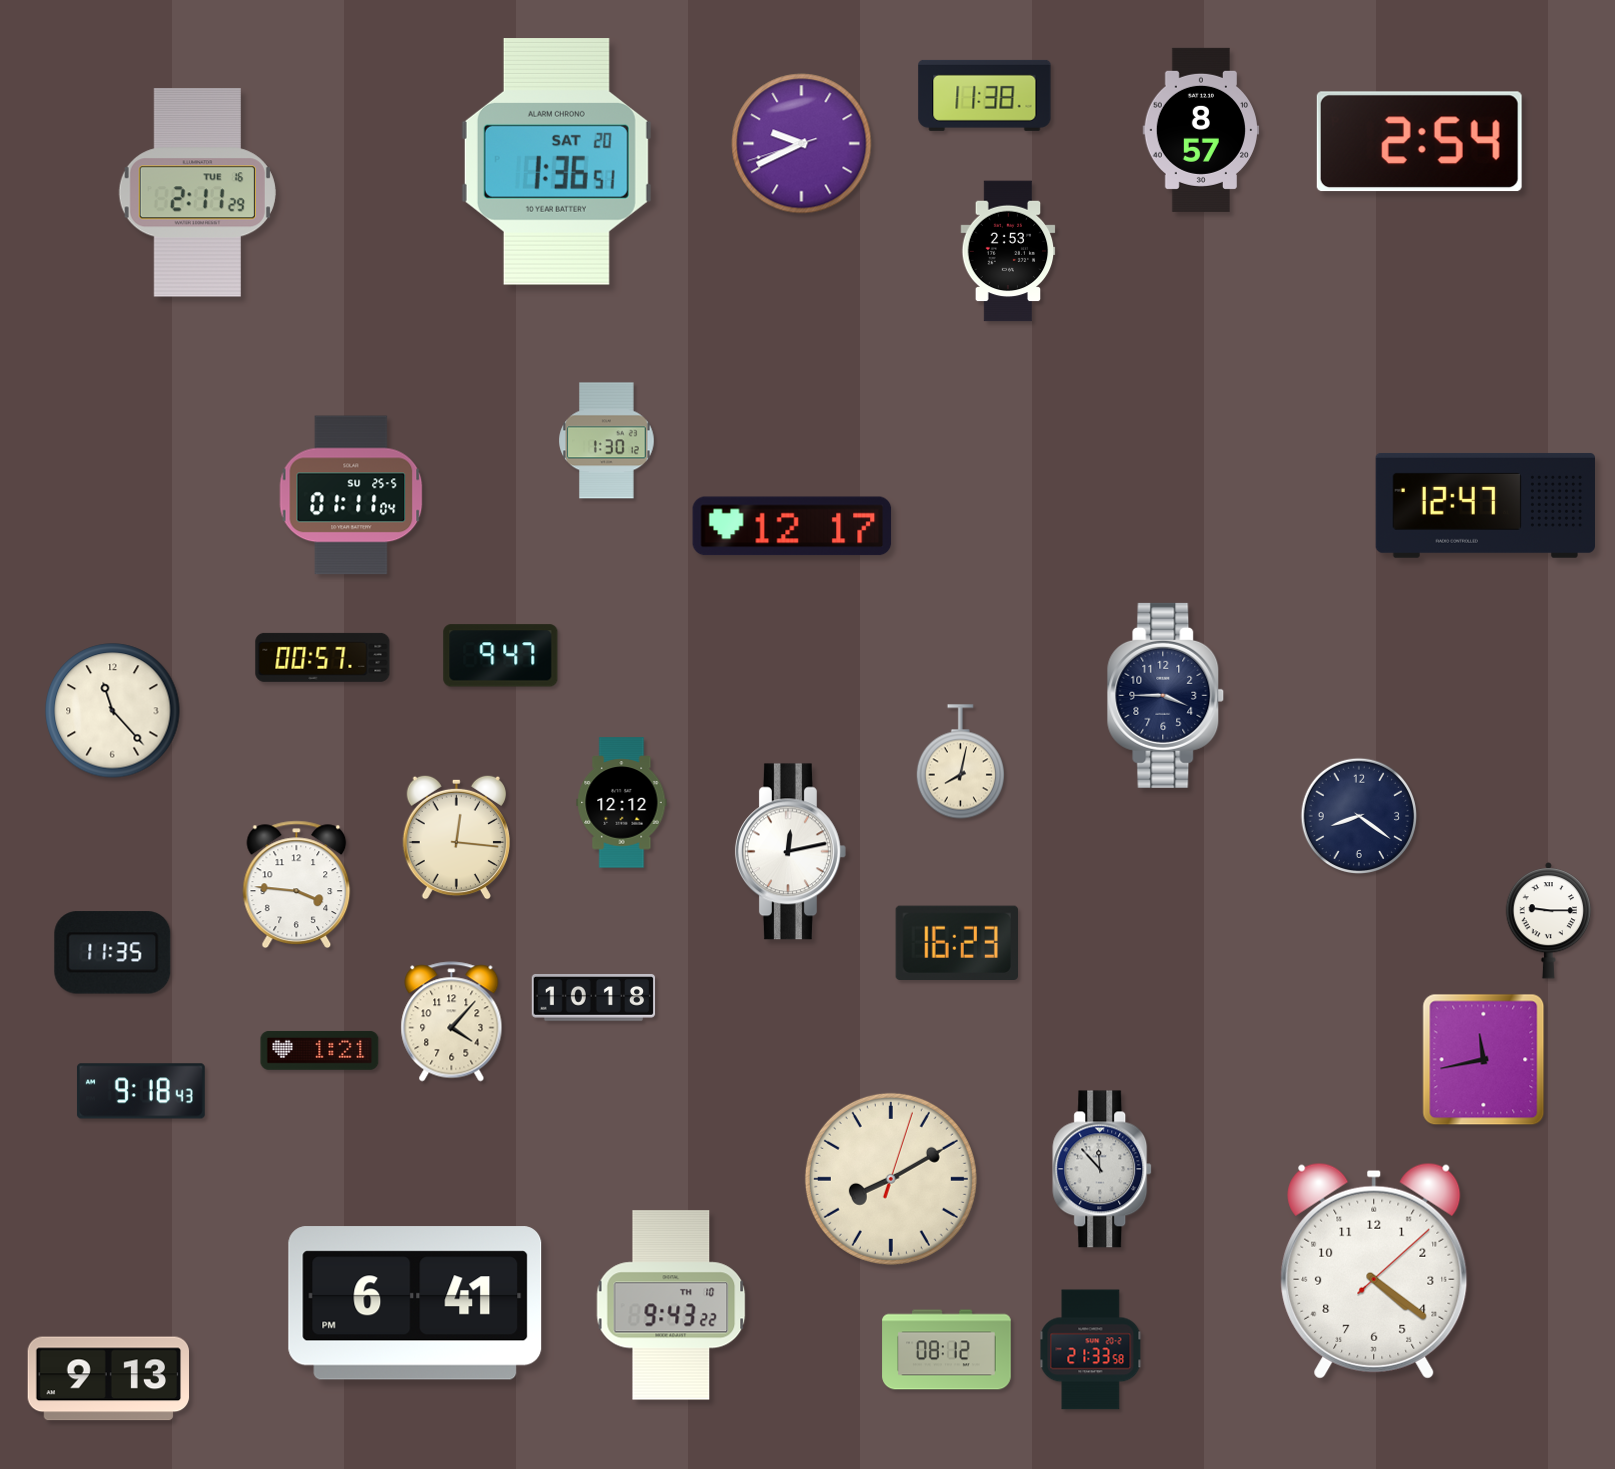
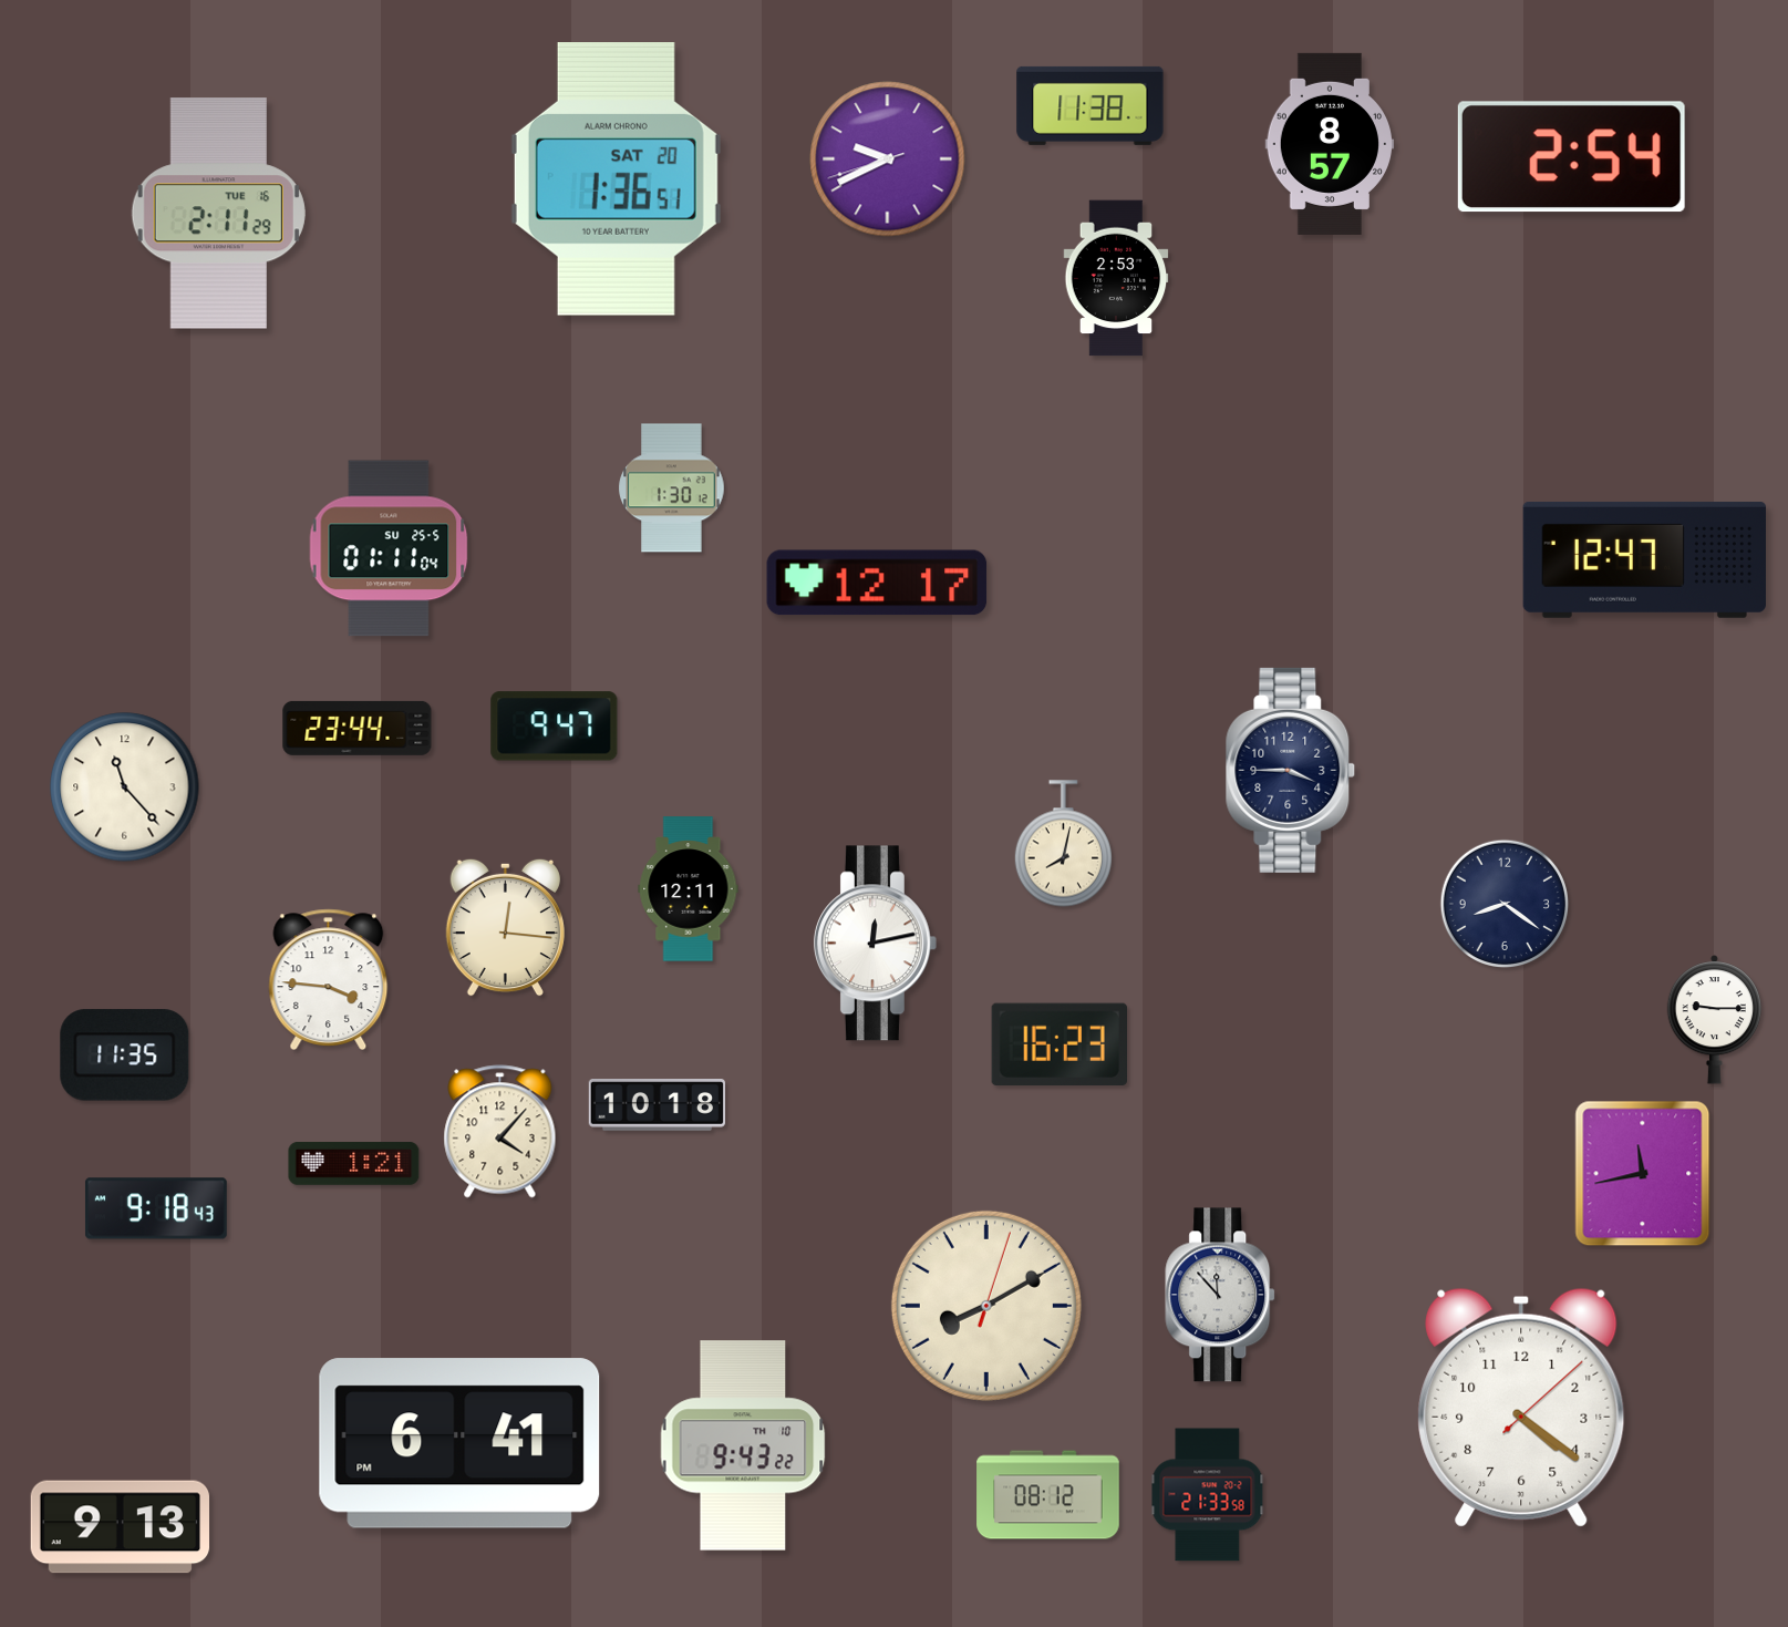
clock at (323, 657): 00:57 -> 23:44
clock at (622, 803): 12:12 -> 12:11
